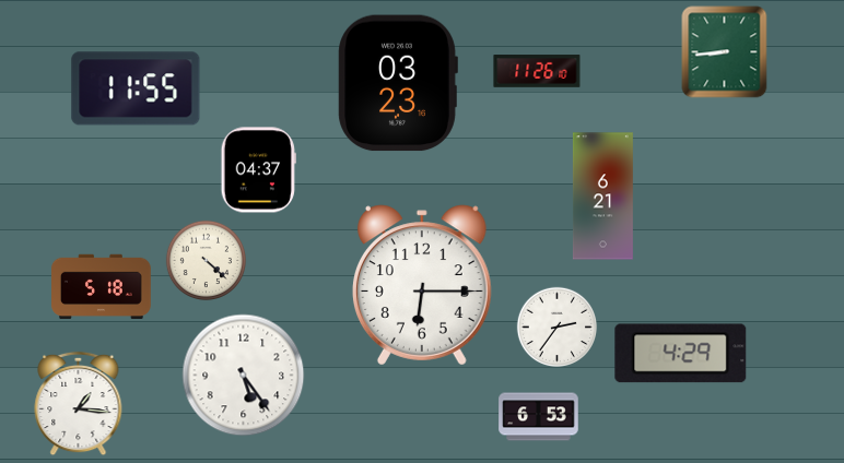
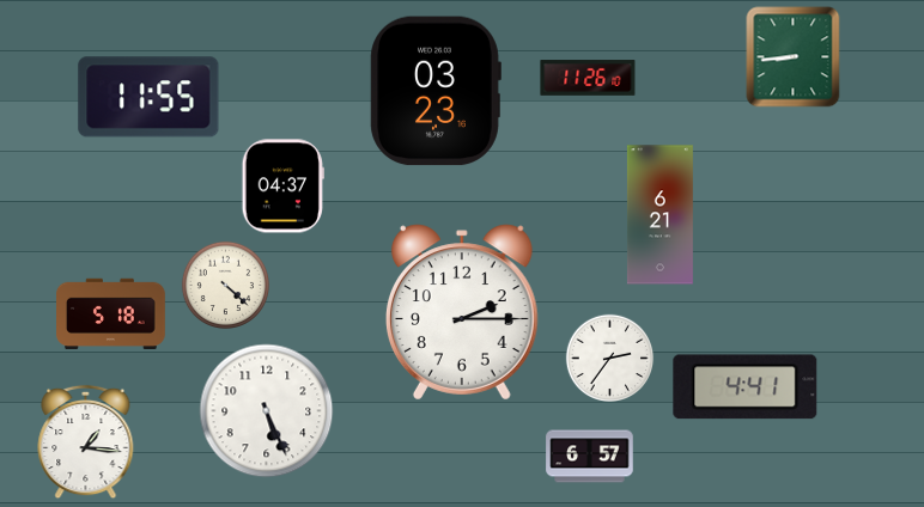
clock at (422, 285): 6:15 -> 2:15
clock at (681, 354): 4:29 -> 4:41
clock at (244, 376): 5:24 -> 5:26
clock at (539, 417): 6:53 -> 6:57
